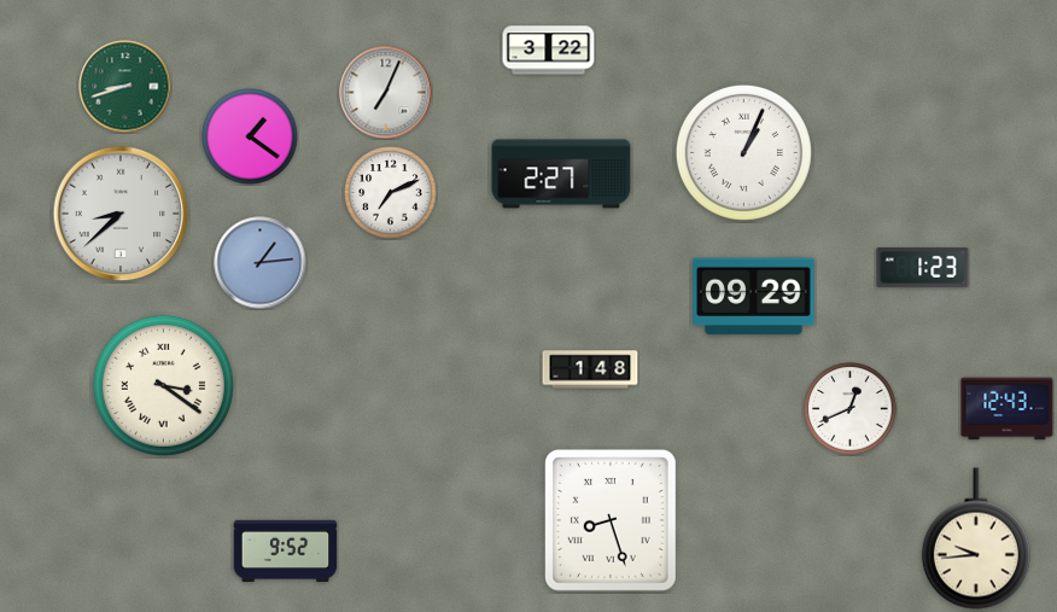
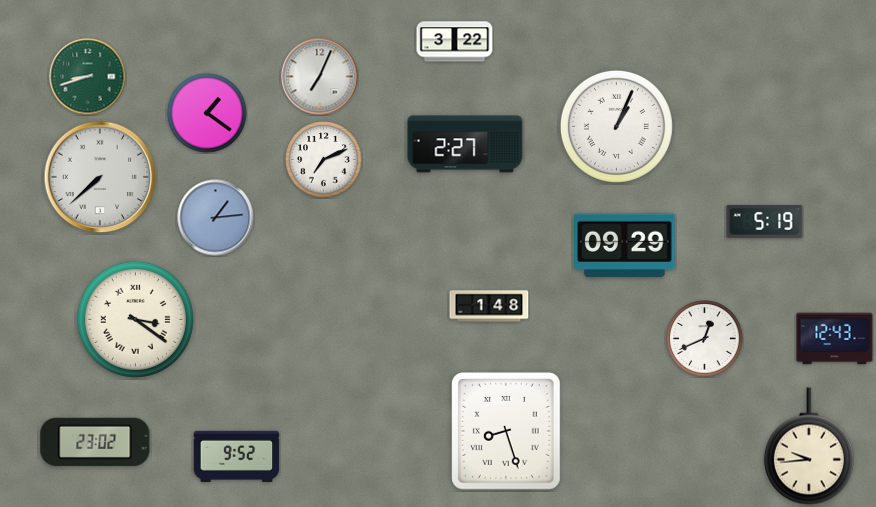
clock at (125, 87) position: (125, 87) -> (88, 77)
clock at (121, 214): 8:38 -> 7:38
clock at (923, 268): 1:23 -> 5:19
clock at (95, 442): none -> 23:02
